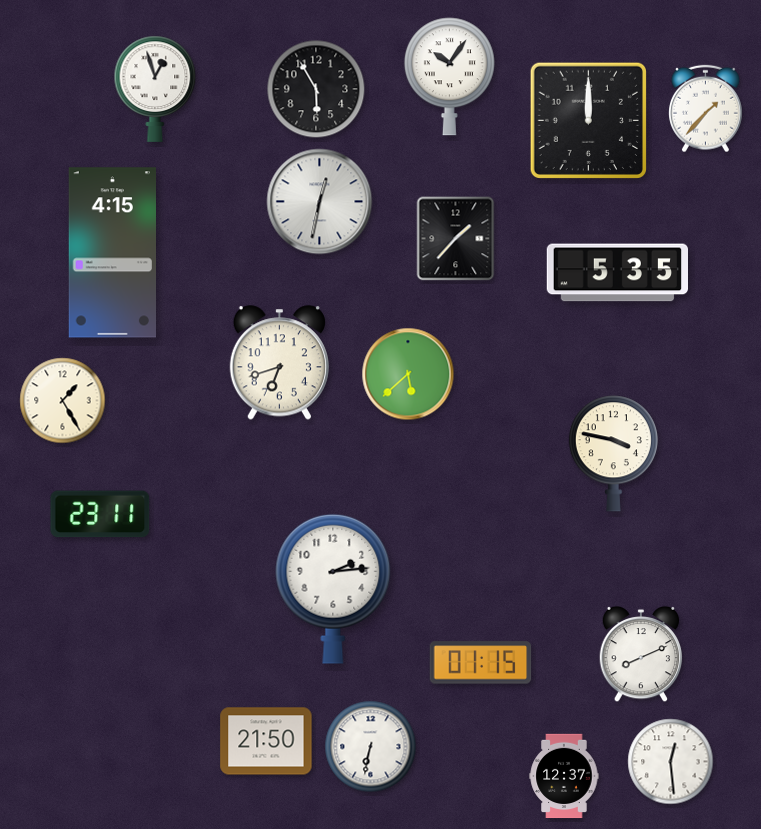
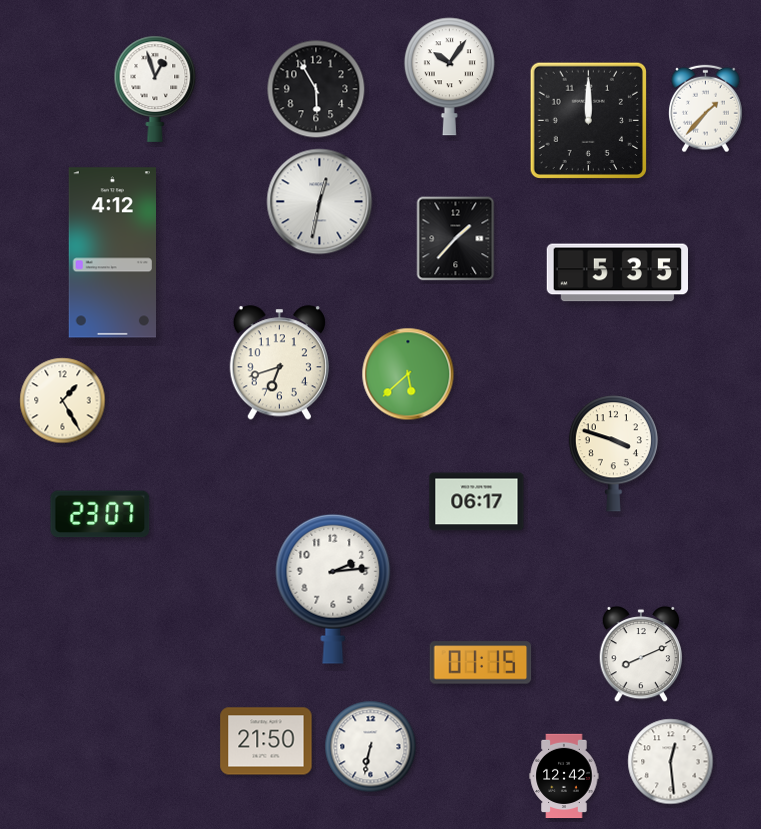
clock at (112, 253): 4:15 -> 4:12
clock at (613, 454): 3:47 -> 3:48
clock at (477, 502): none -> 06:17
clock at (100, 514): 23:11 -> 23:07
clock at (564, 776): 12:37 -> 12:42
